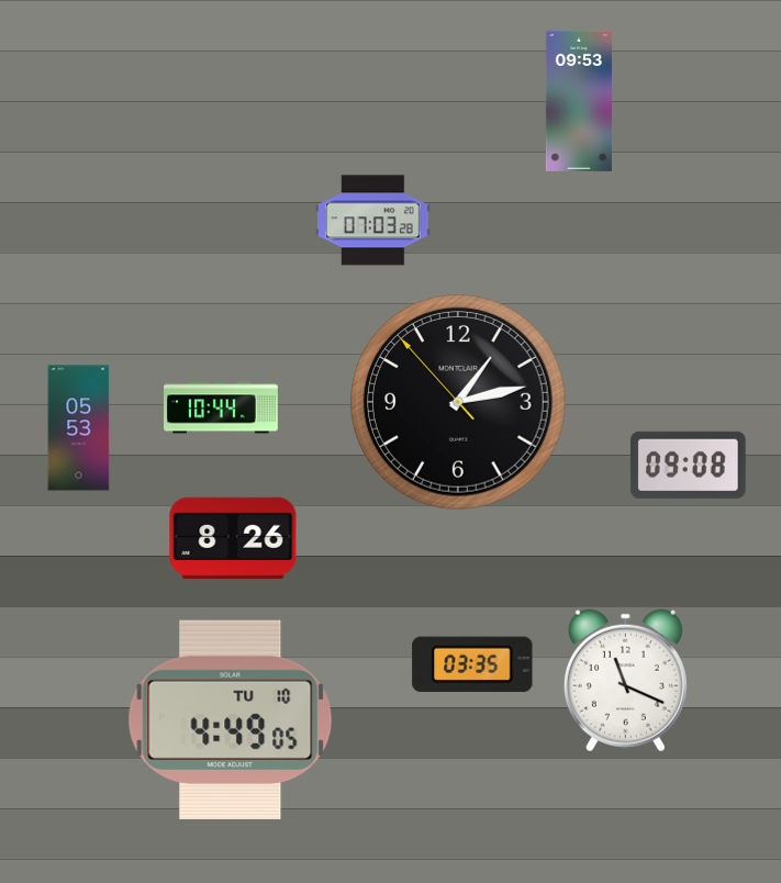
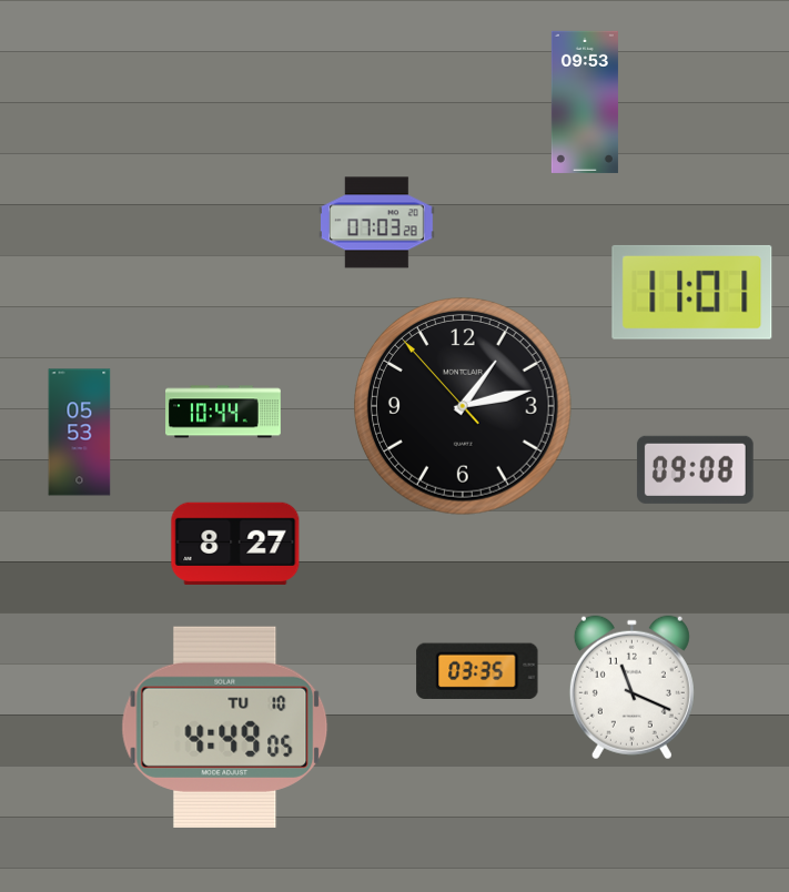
clock at (692, 292): none -> 11:01
clock at (233, 538): 8:26 -> 8:27
clock at (231, 719) position: (231, 719) -> (225, 727)
